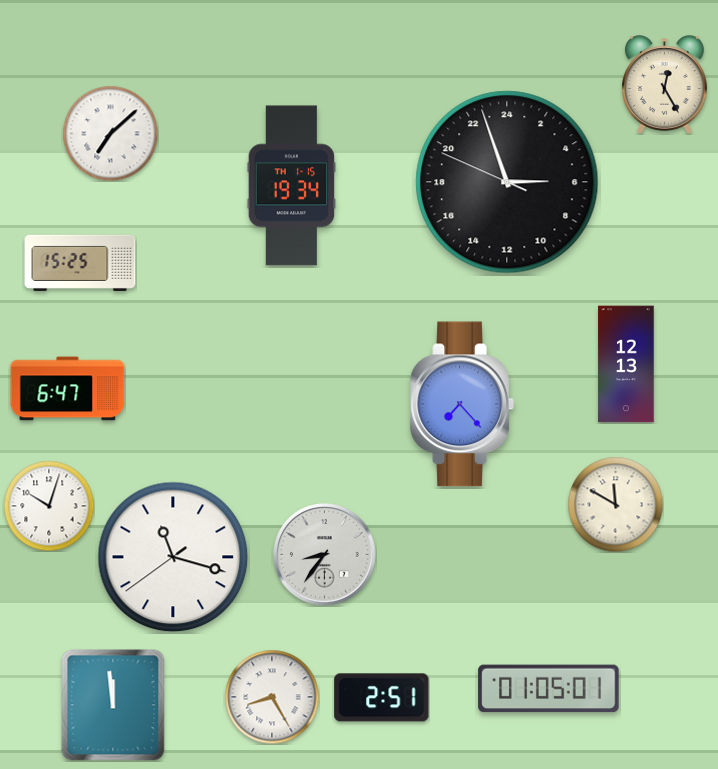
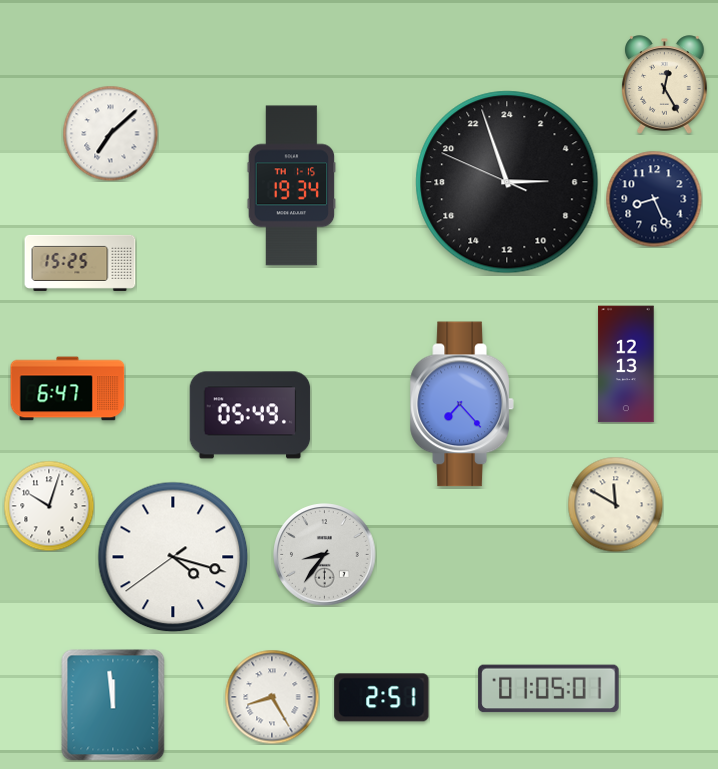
clock at (654, 199): none -> 8:26
clock at (250, 415): none -> 05:49
clock at (173, 557): 11:17 -> 4:17
